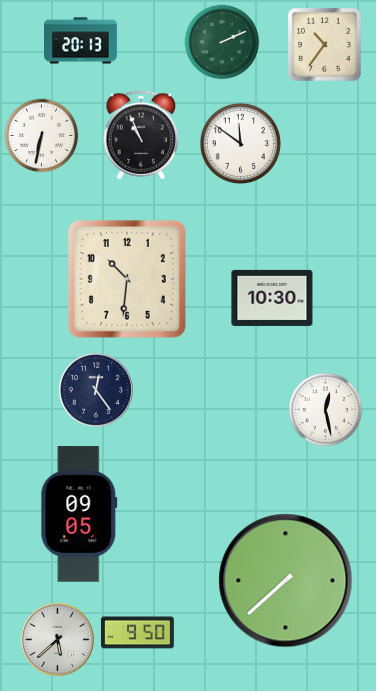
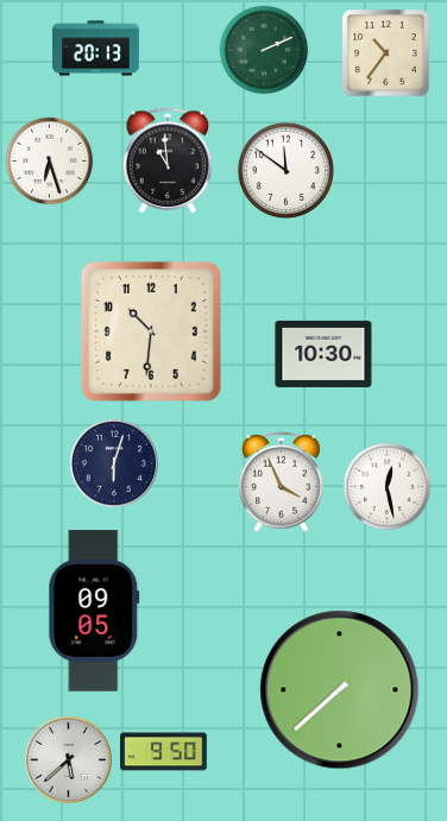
clock at (141, 135): 10:56 -> 10:59
clock at (42, 136): 6:32 -> 6:27
clock at (96, 390): 12:24 -> 6:03
clock at (282, 481): none -> 3:56
